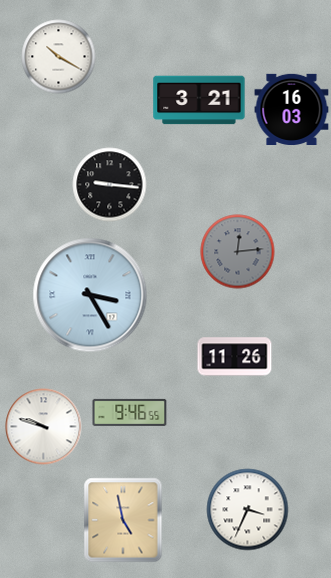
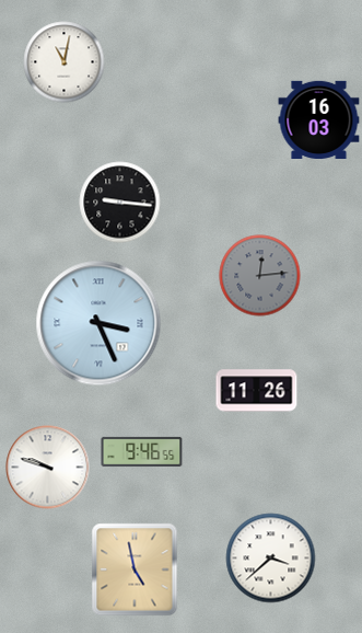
clock at (59, 57): 10:20 -> 11:02
clock at (199, 100): 3:21 -> none
clock at (90, 295): 3:25 -> 3:26
clock at (248, 510): 3:34 -> 3:38
